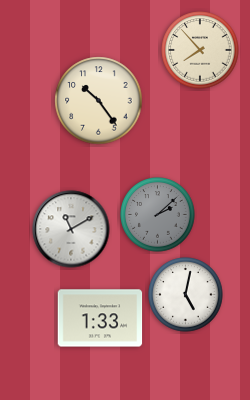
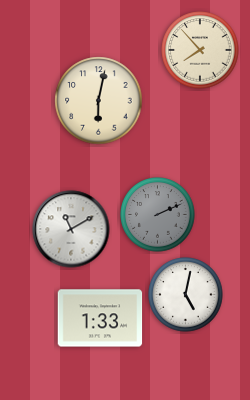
clock at (99, 101): 10:24 -> 6:02
clock at (158, 215): 2:08 -> 2:11
